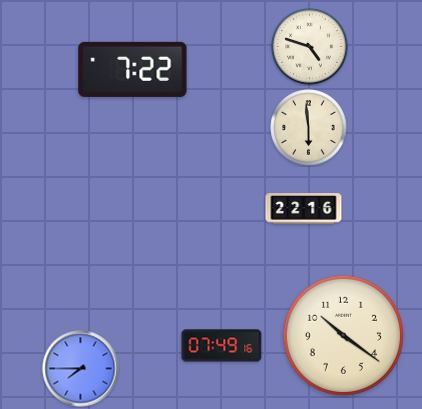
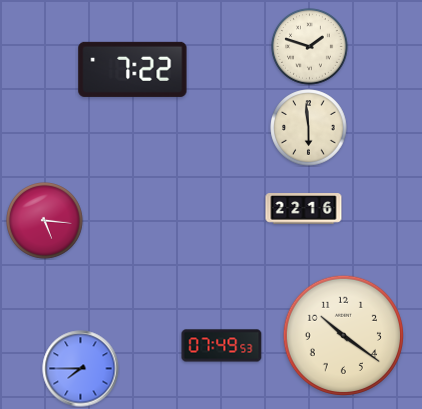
clock at (310, 47): 4:48 -> 1:48
clock at (45, 221): none -> 5:16
clock at (222, 346): 07:49:16 -> 07:49:53
